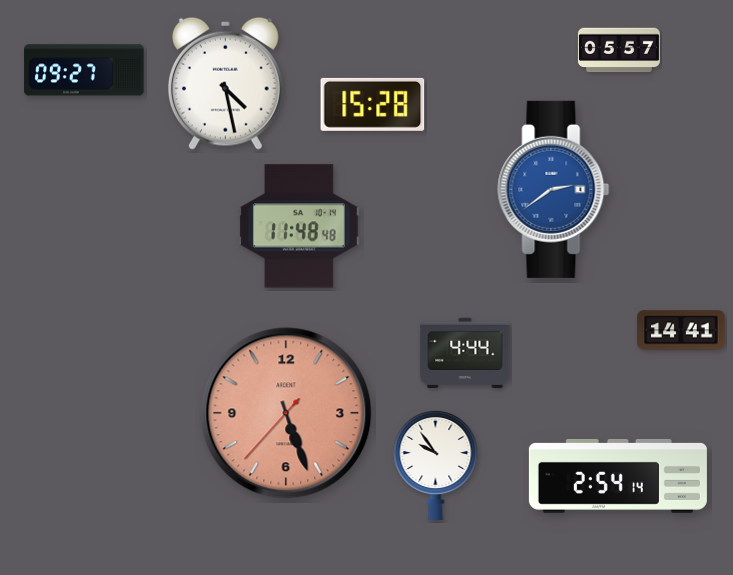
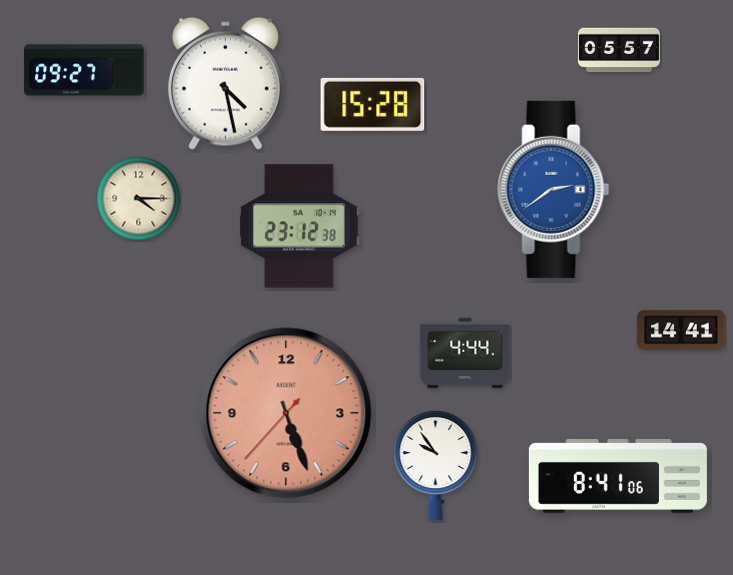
clock at (139, 199): none -> 4:15
clock at (300, 226): 11:48 -> 23:12
clock at (618, 476): 2:54 -> 8:41
